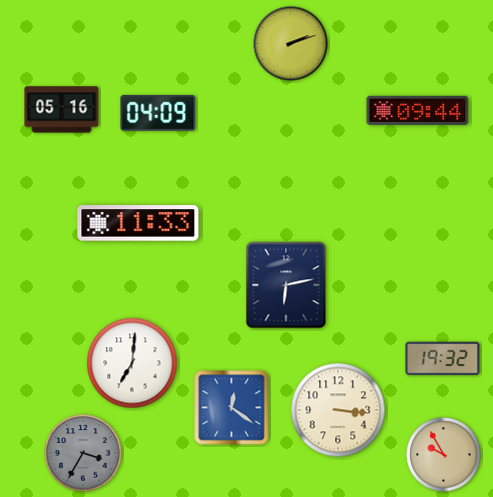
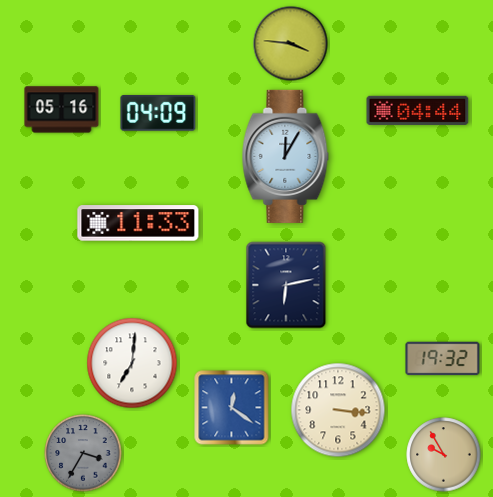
clock at (291, 44): 2:12 -> 3:46
clock at (418, 110): 09:44 -> 04:44
clock at (286, 156): none -> 12:05
